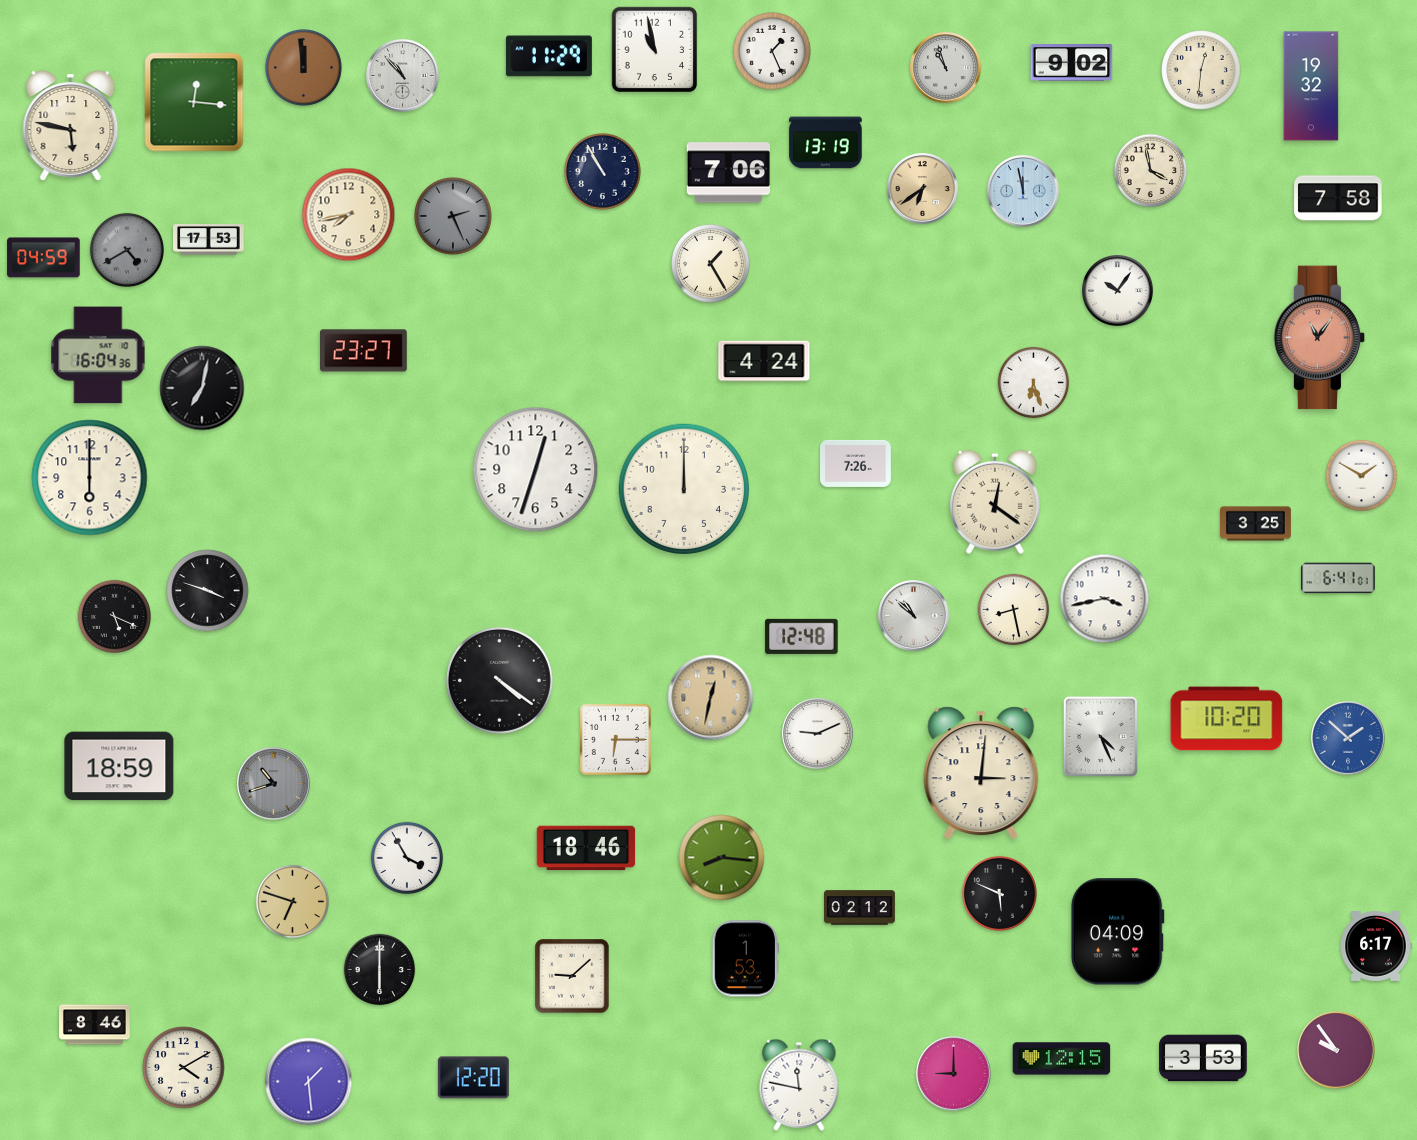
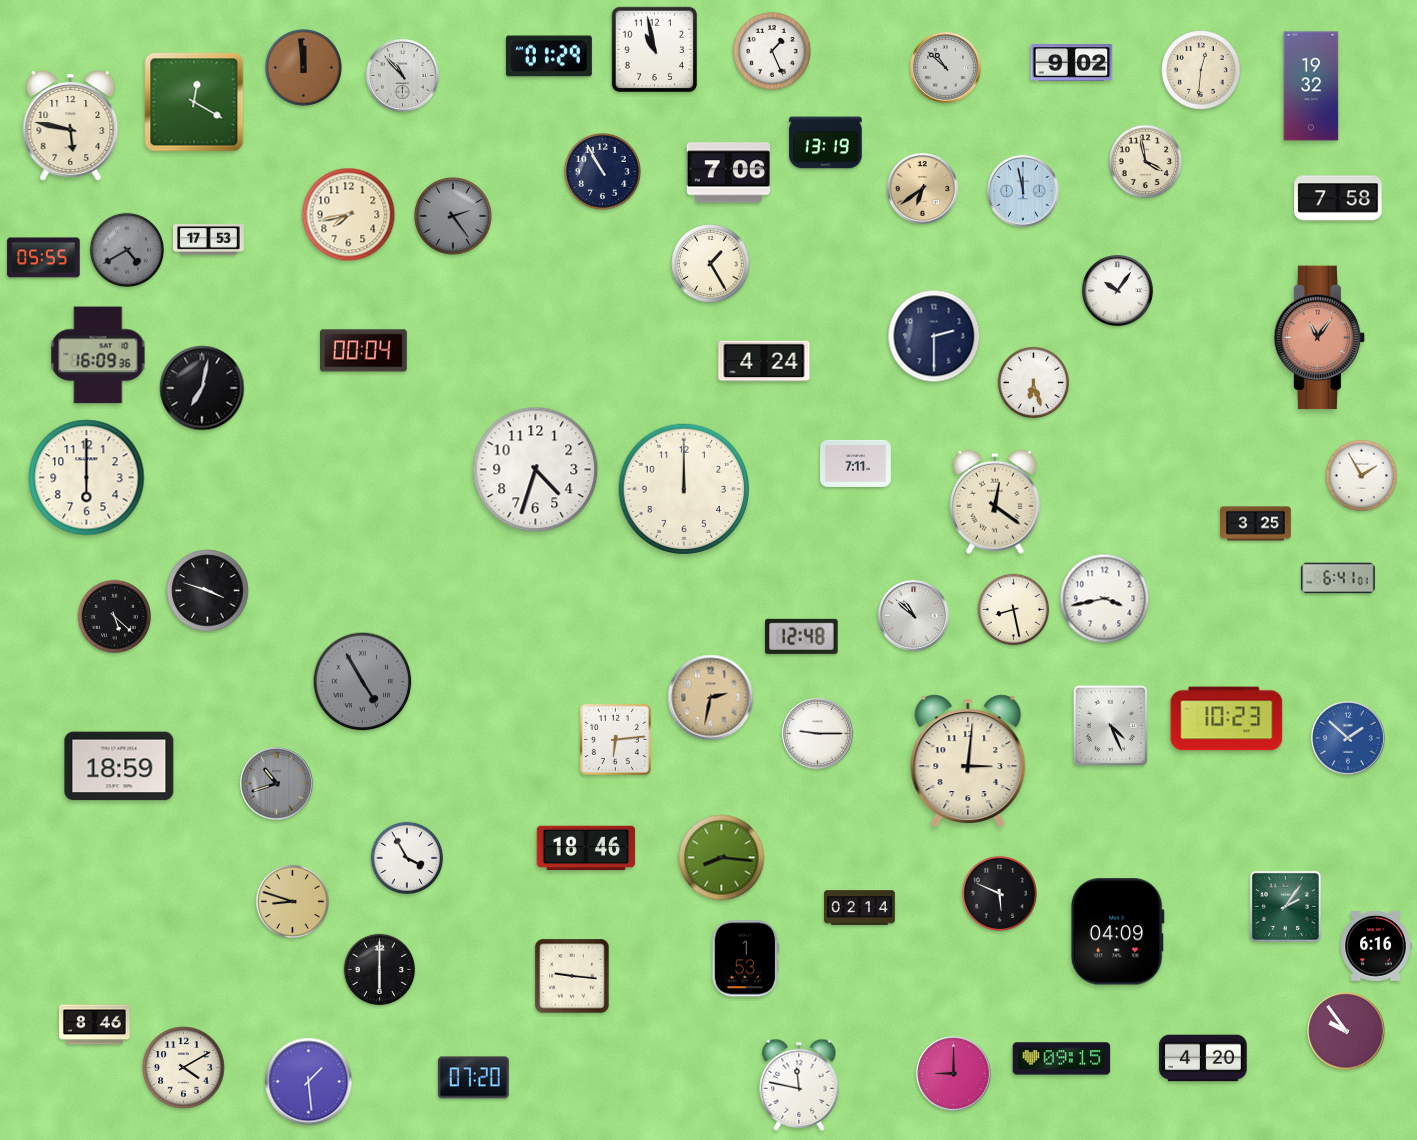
clock at (549, 56): 11:29 -> 01:29
clock at (946, 68): 10:57 -> 10:52
clock at (194, 102): 12:16 -> 12:20
clock at (1150, 170) position: (1150, 170) -> (1145, 161)
clock at (454, 217): 2:26 -> 2:24
clock at (44, 258): 04:59 -> 05:55
clock at (934, 336): none -> 2:30
clock at (364, 351): 23:27 -> 00:04
clock at (98, 355): 16:04 -> 16:09
clock at (856, 463): 7:26 -> 7:11
clock at (536, 470): 12:33 -> 4:33
clock at (1362, 476): 1:50 -> 1:55
clock at (90, 478) position: (90, 478) -> (87, 478)
clock at (114, 616): 5:19 -> 5:22
clock at (499, 680): 4:21 -> none
clock at (363, 682): none -> 4:55
clock at (711, 698): 12:32 -> 2:32
clock at (1227, 719): 10:20 -> 10:23
clock at (818, 734): 9:11 -> 9:15
clock at (1100, 736) position: (1100, 736) -> (1110, 725)
clock at (615, 739): 6:15 -> 6:14
clock at (981, 773) position: (981, 773) -> (968, 761)
clock at (274, 784) position: (274, 784) -> (277, 784)
clock at (292, 901): 6:48 -> 8:48
clock at (1285, 906): none -> 2:06
clock at (860, 908): 02:12 -> 02:14
clock at (1376, 947): 6:17 -> 6:16
clock at (572, 976): 9:08 -> 9:16
clock at (1336, 1050) position: (1336, 1050) -> (1346, 1031)
clock at (1203, 1058): 3:53 -> 4:20
clock at (1062, 1059): 12:15 -> 09:15
clock at (473, 1078): 12:20 -> 07:20
